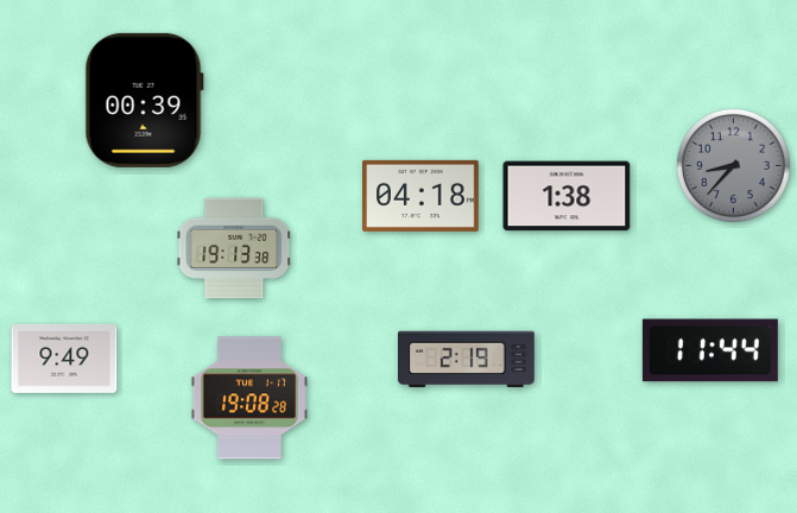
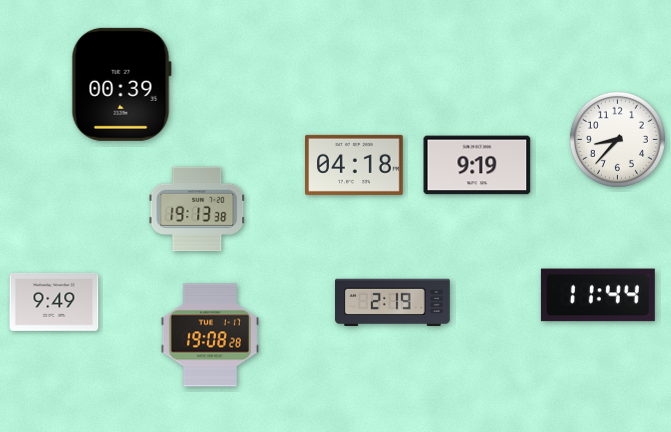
clock at (733, 165) dial: grey -> white
clock at (567, 196): 1:38 -> 9:19
